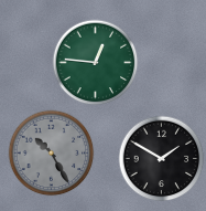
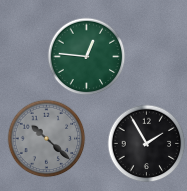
clock at (51, 152): 10:25 -> 10:22
clock at (161, 158): 1:50 -> 1:55
